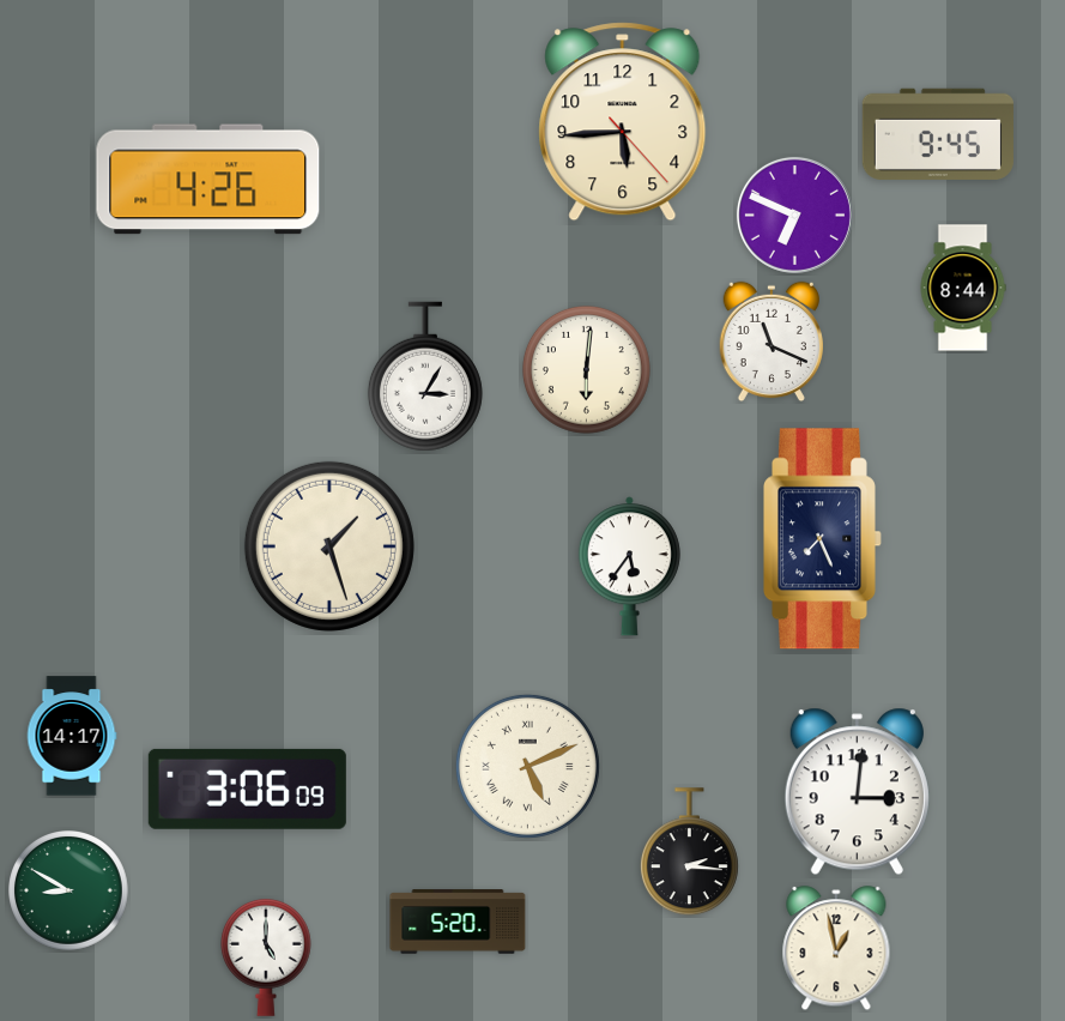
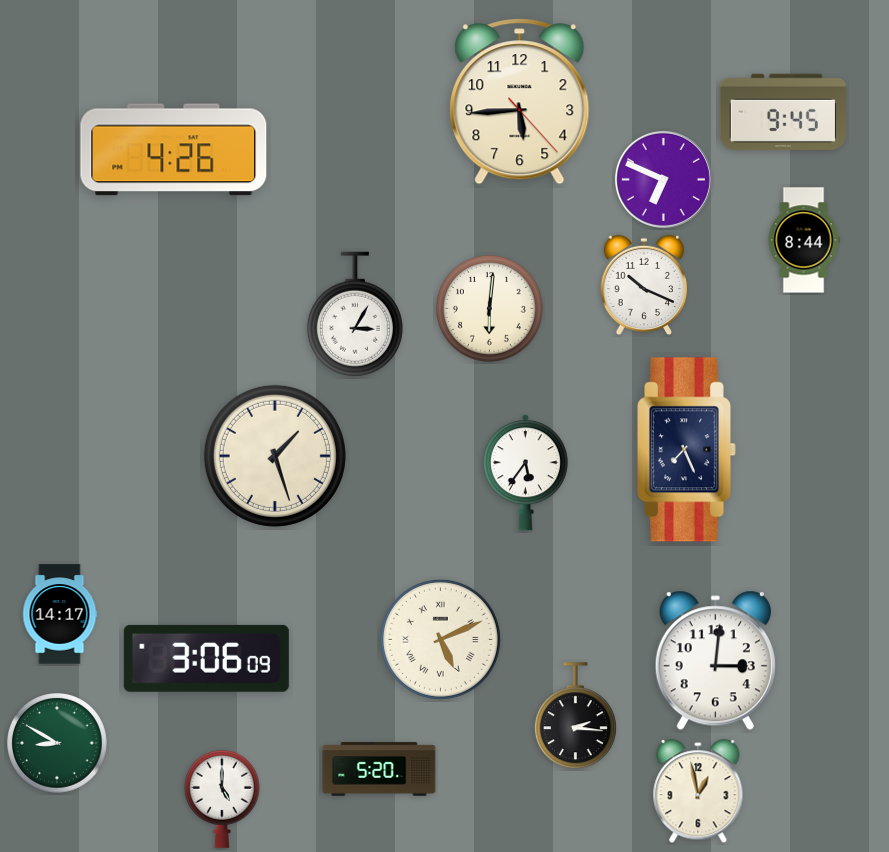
clock at (770, 342): 11:19 -> 10:19
clock at (689, 852) position: (689, 852) -> (575, 716)
clock at (458, 922) position: (458, 922) -> (379, 769)
